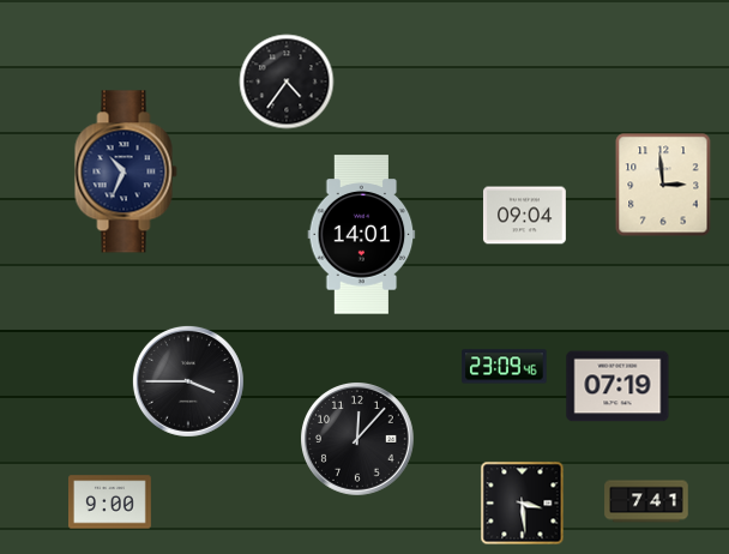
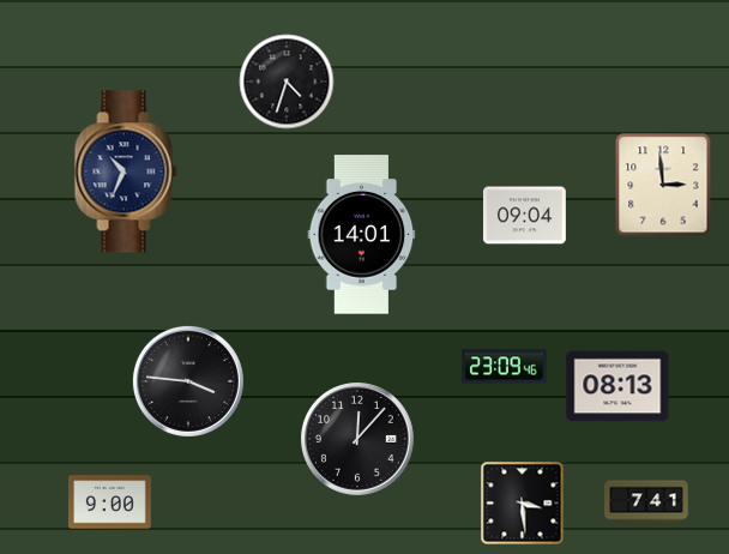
clock at (287, 82): 4:36 -> 4:33
clock at (188, 381): 3:45 -> 3:46
clock at (617, 386): 07:19 -> 08:13
